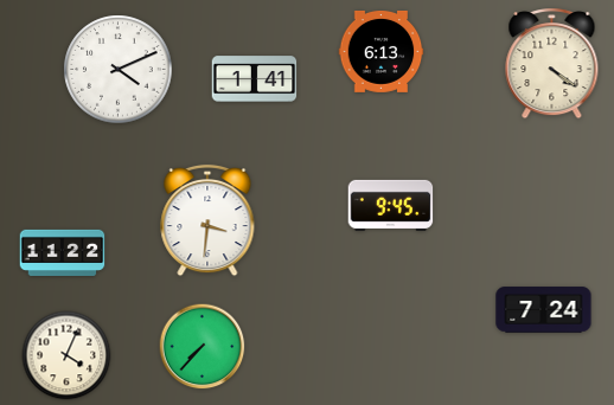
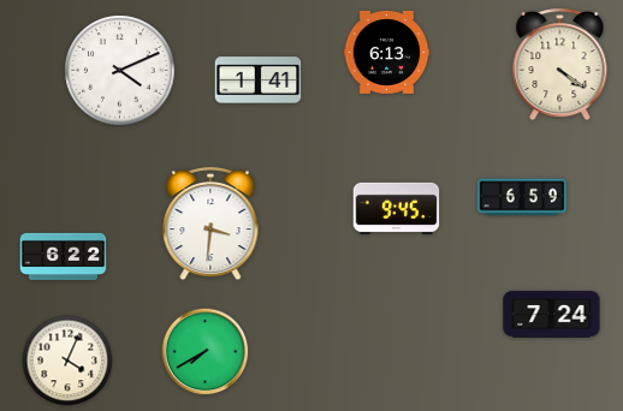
clock at (522, 197): none -> 6:59
clock at (63, 252): 11:22 -> 6:22
clock at (203, 347): 7:37 -> 7:40
